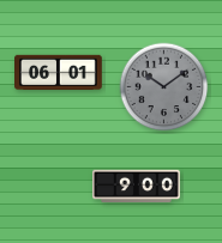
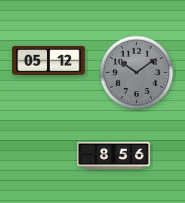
clock at (59, 72): 06:01 -> 05:12
clock at (137, 187): 9:00 -> 8:56
